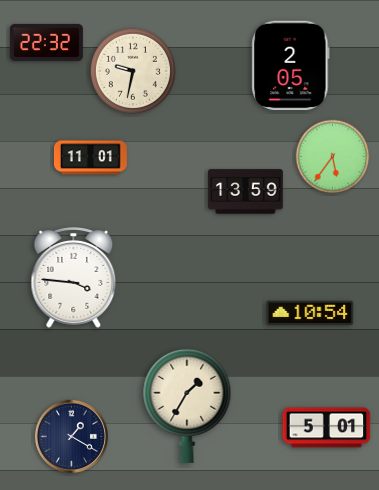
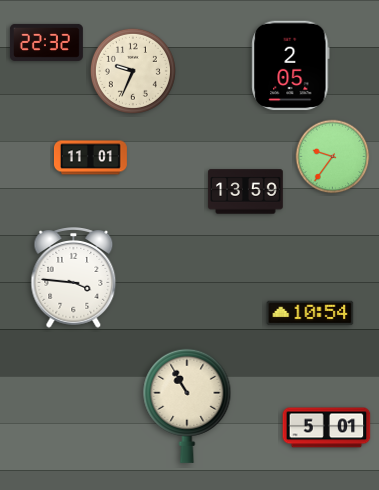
clock at (133, 71): 9:32 -> 9:34
clock at (333, 157): 5:36 -> 9:36
clock at (187, 406): 1:35 -> 10:55
clock at (71, 436): 1:20 -> none
